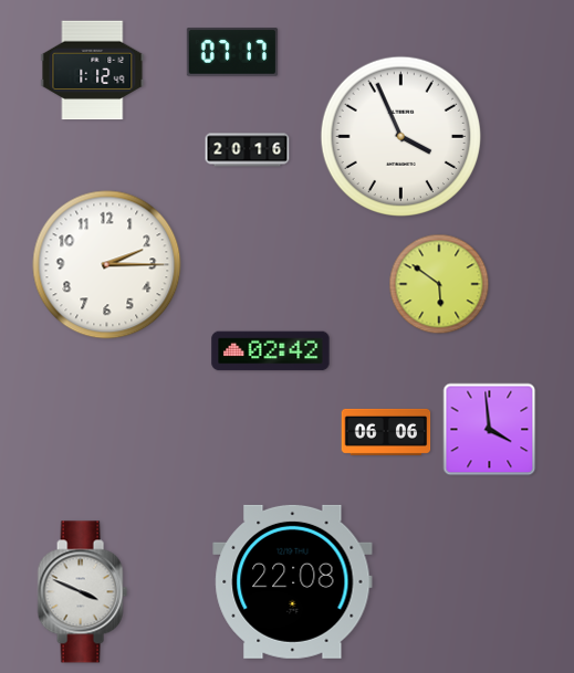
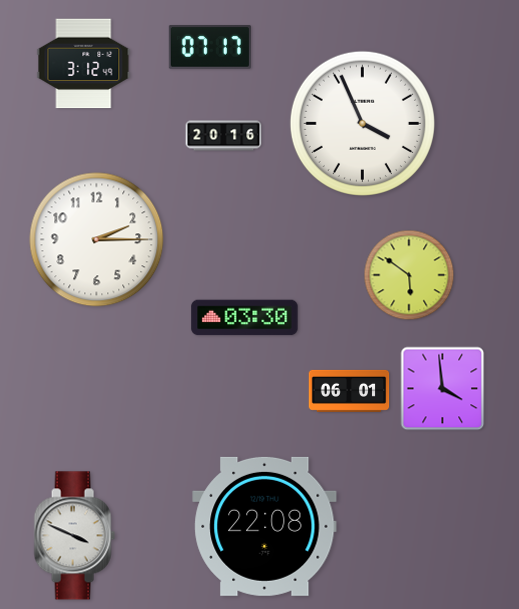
clock at (93, 71): 1:12 -> 3:12
clock at (439, 284) position: (439, 284) -> (409, 275)
clock at (271, 351): 02:42 -> 03:30
clock at (386, 432): 06:06 -> 06:01
